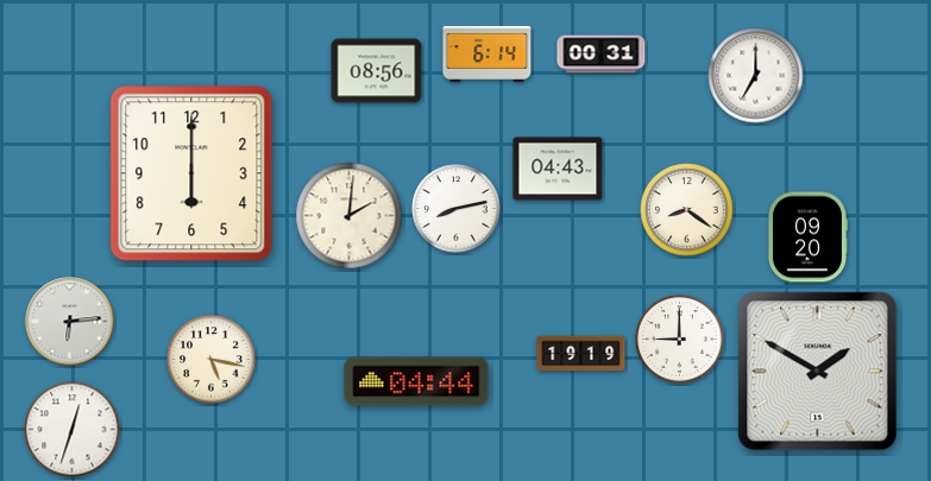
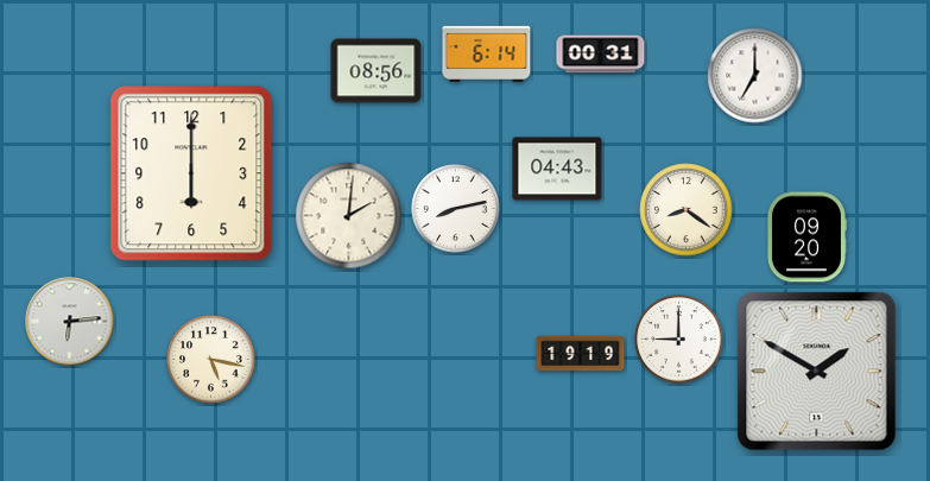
clock at (416, 381): 04:44 -> none
clock at (73, 430): 12:33 -> none
